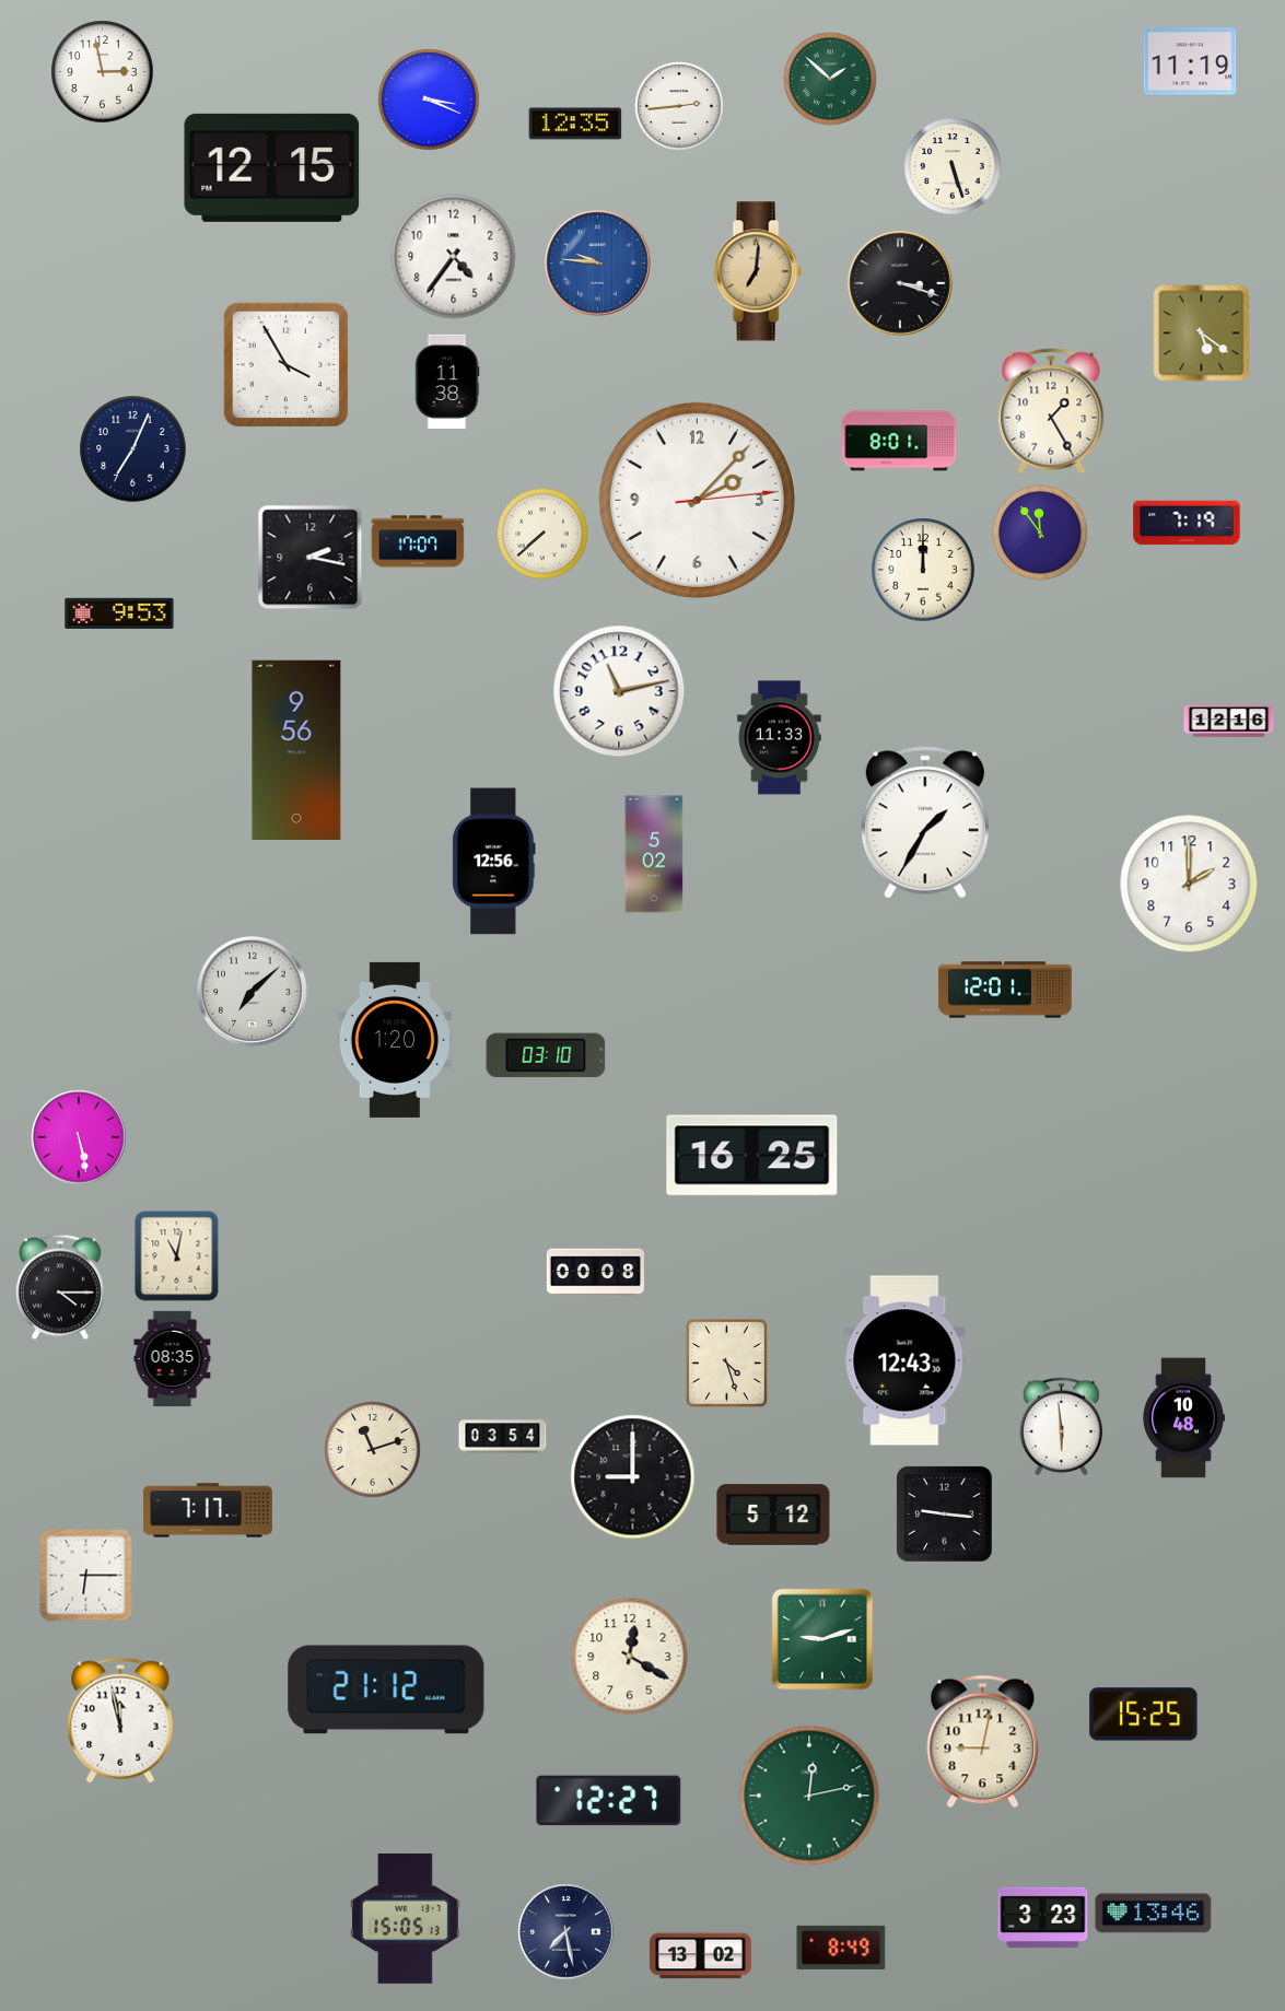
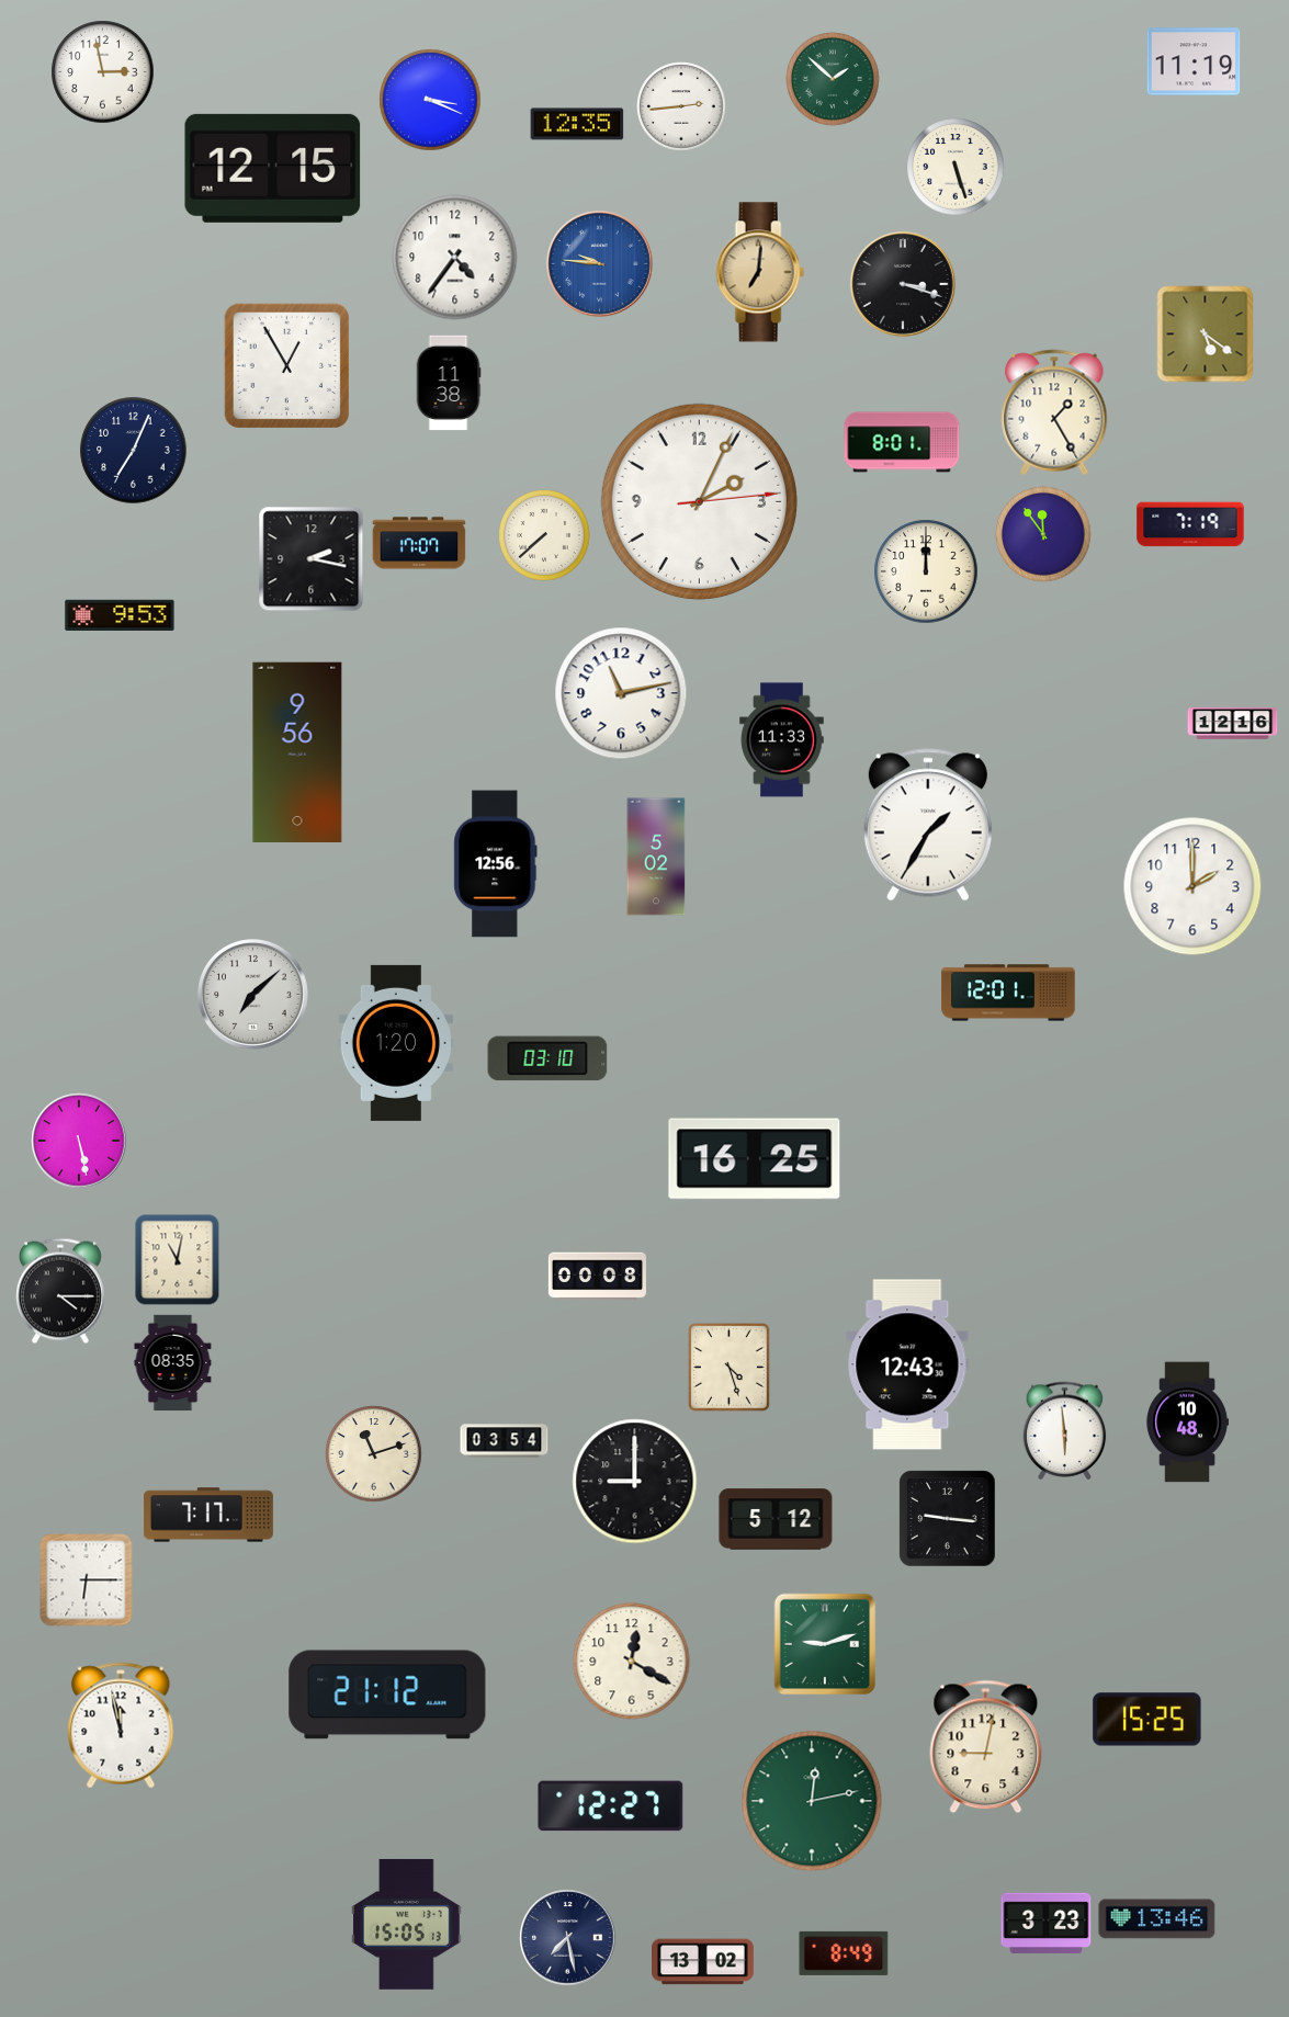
clock at (287, 365): 3:55 -> 12:55
clock at (697, 500): 2:07 -> 2:04
